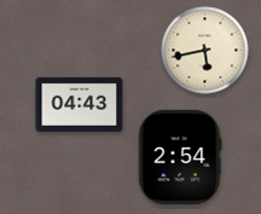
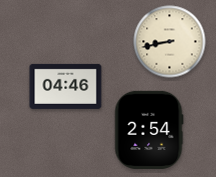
clock at (205, 51): 5:43 -> 8:43
clock at (80, 104): 04:43 -> 04:46
